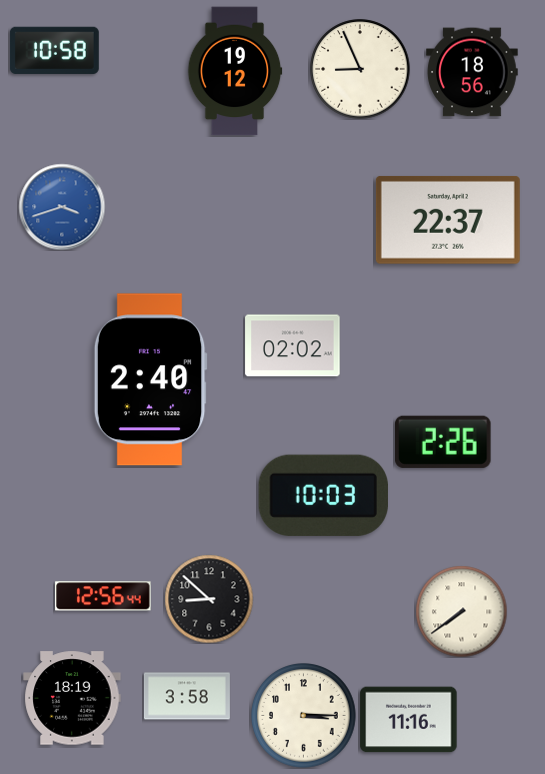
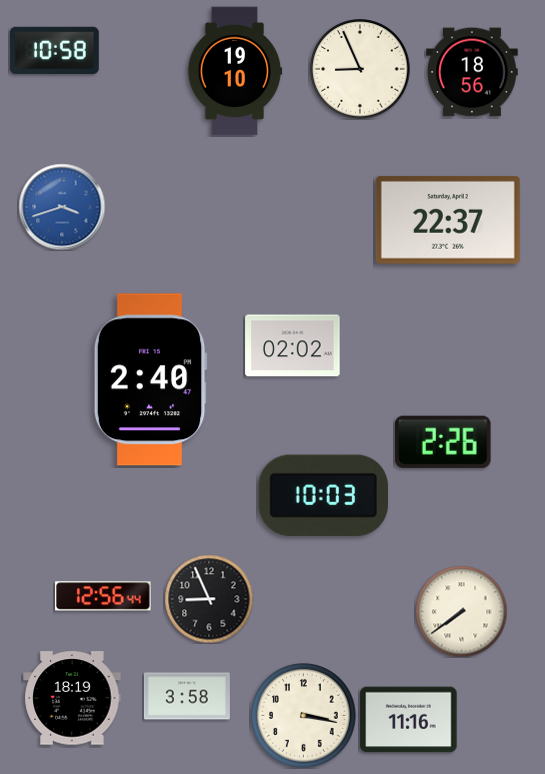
clock at (235, 71): 19:12 -> 19:10
clock at (209, 599): 8:52 -> 8:56
clock at (304, 716): 3:15 -> 3:17
